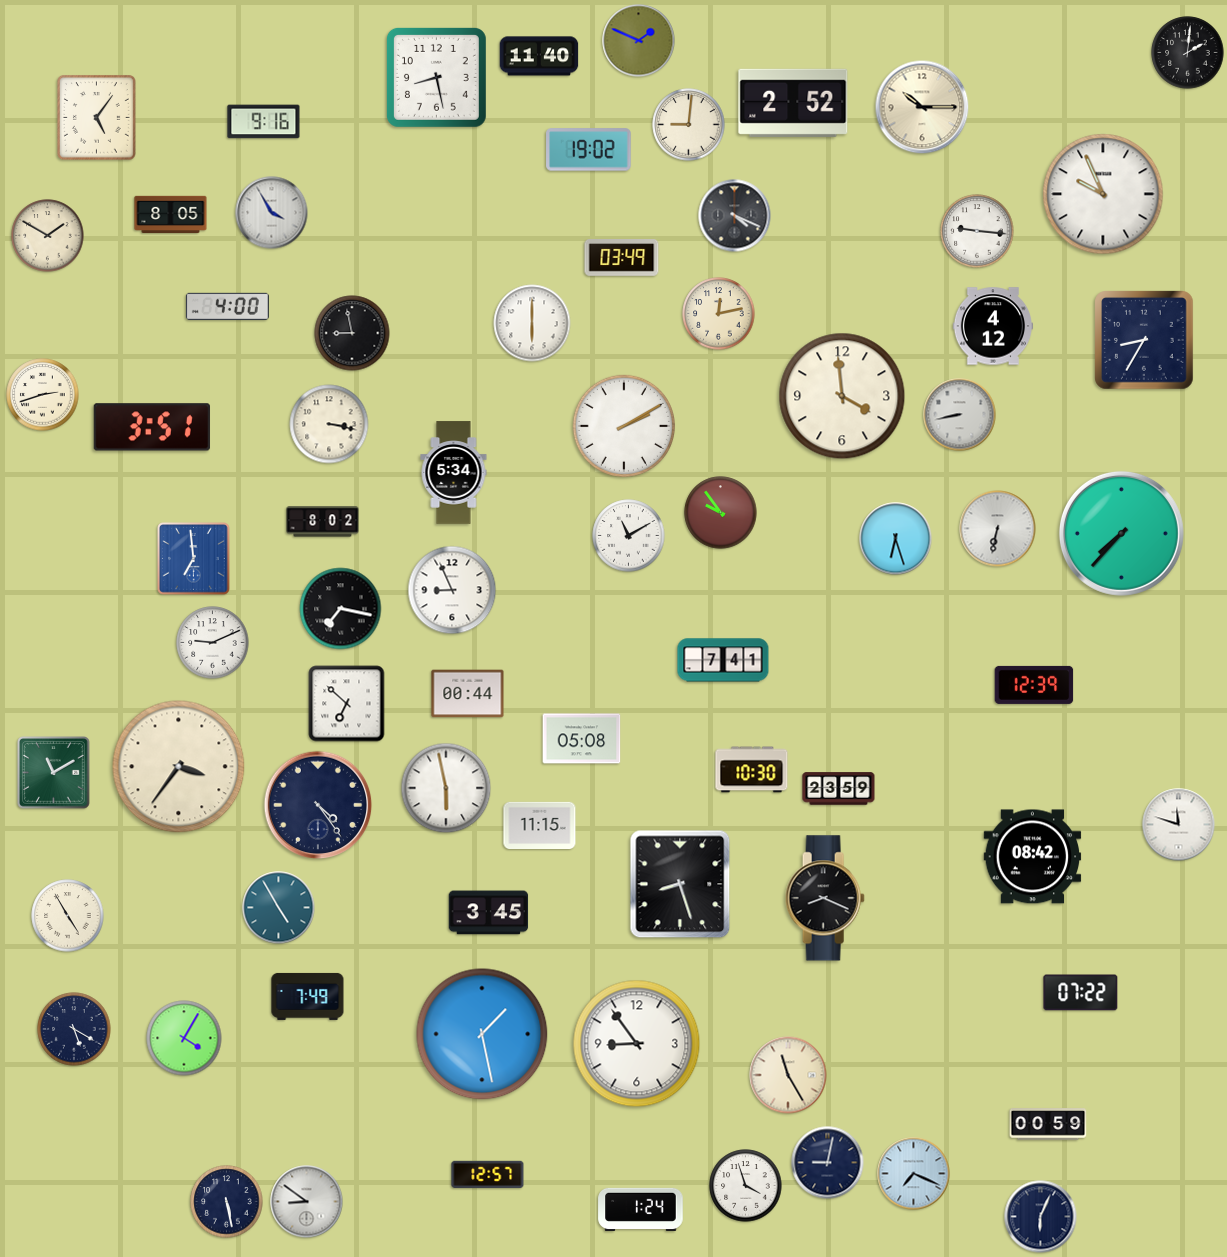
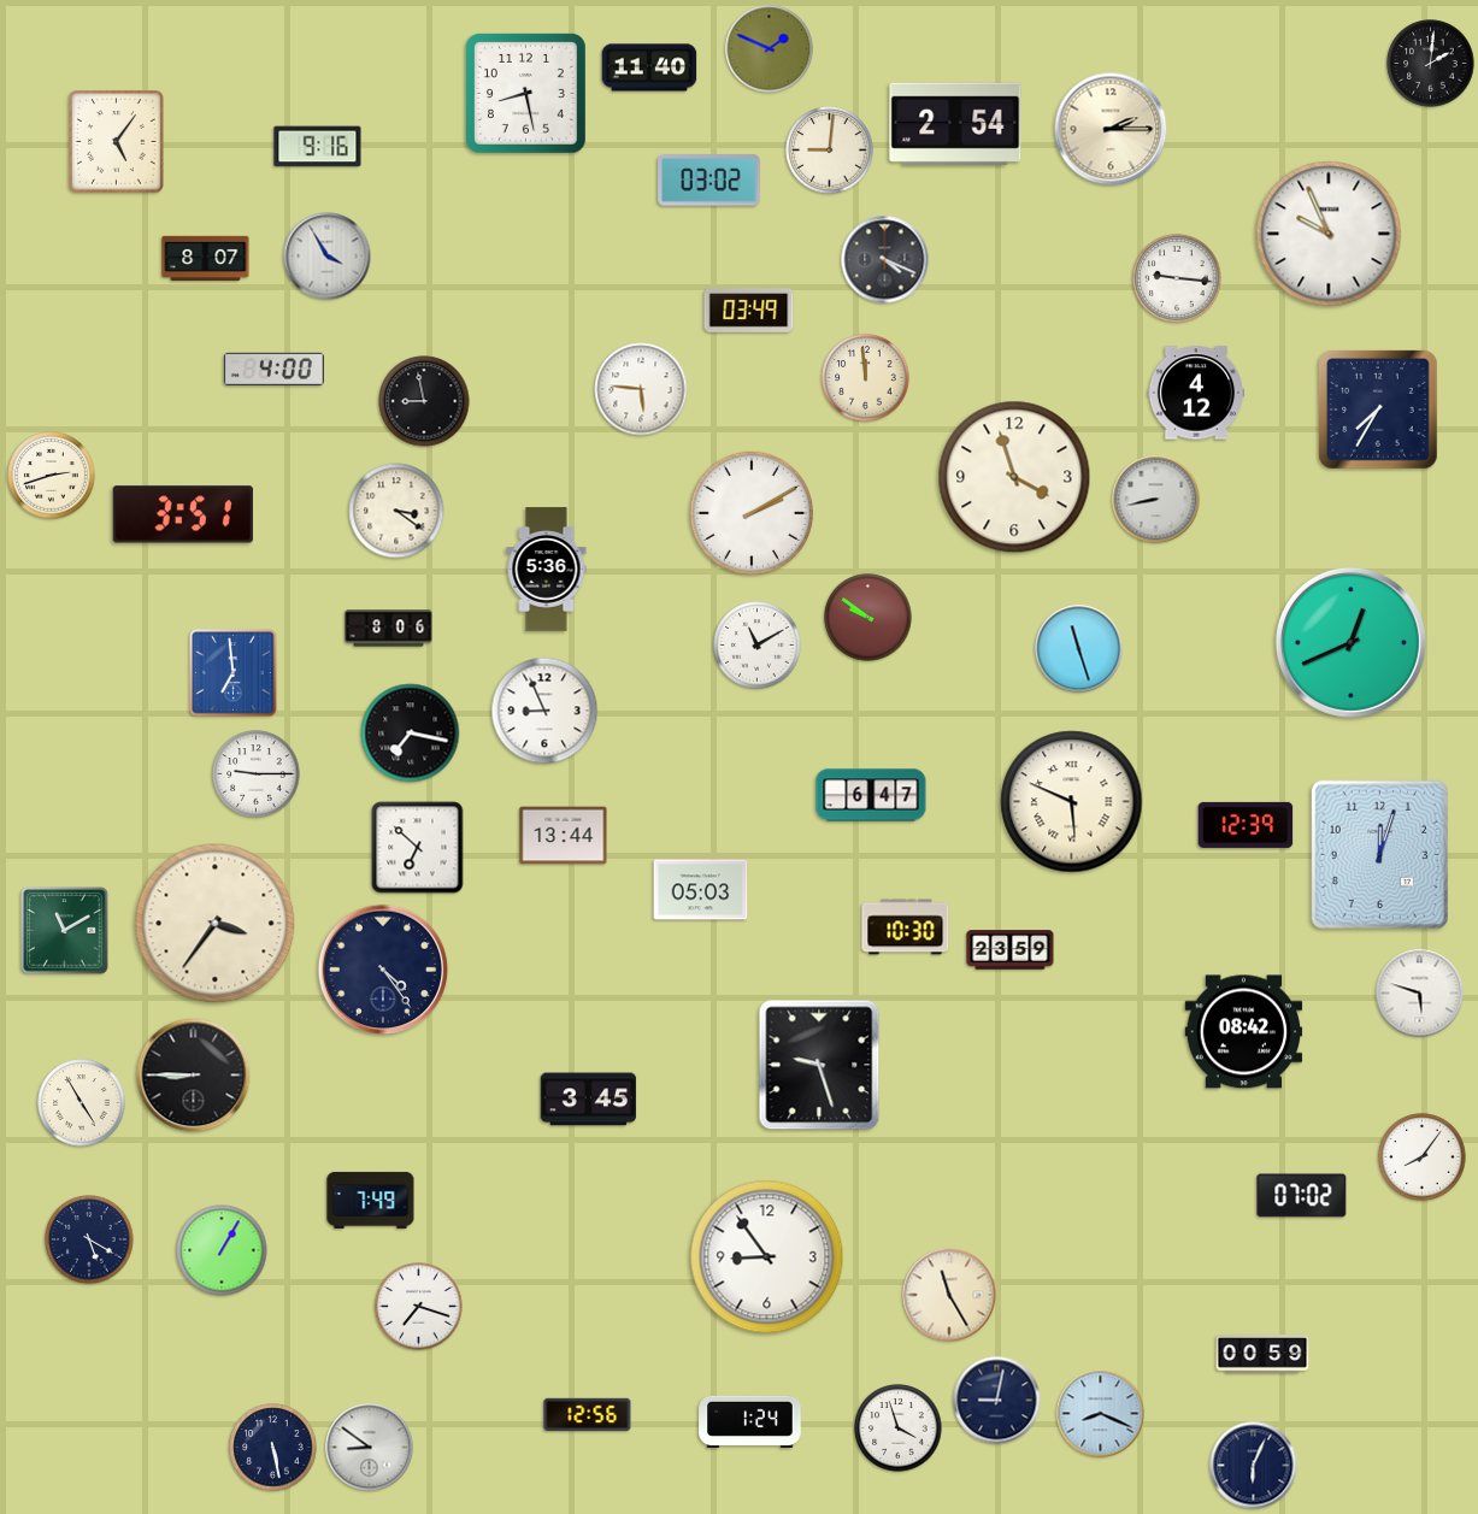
clock at (793, 103): 2:52 -> 2:54
clock at (922, 107): 10:15 -> 2:15
clock at (589, 150): 19:02 -> 03:02
clock at (171, 214): 8:05 -> 8:07
clock at (48, 236): 1:50 -> none
clock at (719, 314): 12:13 -> 11:59
clock at (532, 323): 6:00 -> 5:46
clock at (1144, 340): 8:35 -> 7:35
clock at (842, 396): 3:59 -> 3:57
clock at (329, 424): 3:17 -> 3:21
clock at (454, 473): 5:34 -> 5:36
clock at (721, 513): 9:54 -> 9:51
clock at (323, 522): 8:02 -> 8:06
clock at (998, 529): 6:32 -> none
clock at (1121, 533): 7:37 -> 12:41
clock at (896, 539): 6:27 -> 11:27
clock at (213, 643): 9:11 -> 9:15
clock at (723, 660): 7:41 -> 6:47
clock at (1072, 802): none -> 5:49
clock at (468, 694): 00:44 -> 13:44
clock at (1379, 854): none -> 12:03
clock at (582, 739): 05:08 -> 05:03
clock at (446, 788): 5:58 -> none
clock at (540, 825): 11:15 -> none
clock at (1179, 825): 11:48 -> 5:48
clock at (680, 884): 8:27 -> 9:27
clock at (194, 1076): none -> 8:45
clock at (825, 898): 8:19 -> none
clock at (279, 908): 4:55 -> none
clock at (1423, 1157): none -> 8:06
clock at (1081, 993): 07:22 -> 07:02
clock at (482, 1034): 1:28 -> none
clock at (184, 1038): 4:05 -> 1:05
clock at (419, 1307): none -> 7:18
clock at (488, 1174): 12:57 -> 12:56
clock at (914, 1174): 7:19 -> 8:19
clock at (641, 1209) position: (641, 1209) -> (750, 1421)
